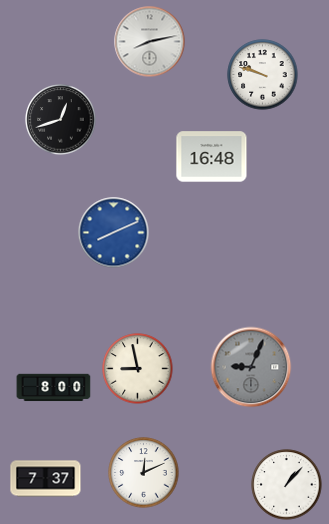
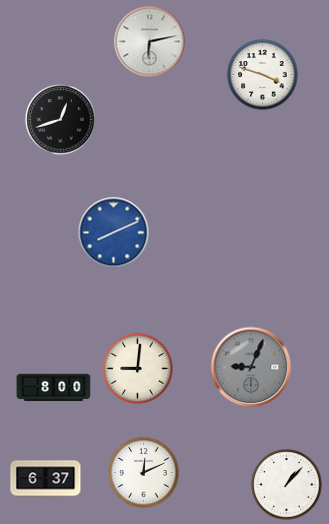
clock at (150, 42): 8:13 -> 6:13
clock at (263, 75): 9:48 -> 3:48
clock at (212, 157): 16:48 -> none
clock at (138, 369): 8:58 -> 9:01
clock at (46, 479): 7:37 -> 6:37
